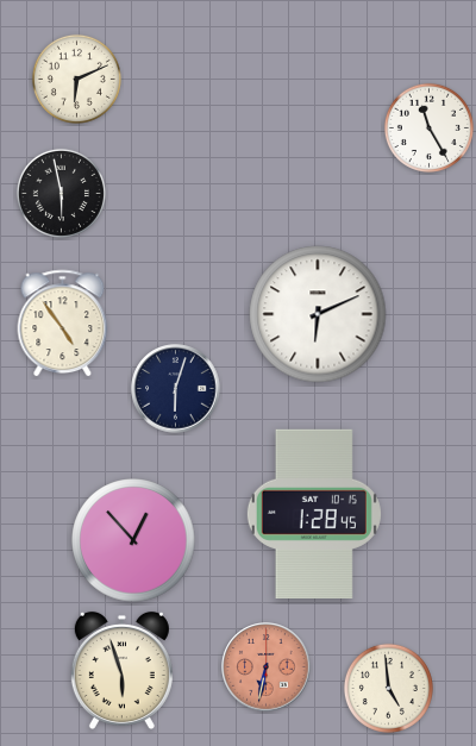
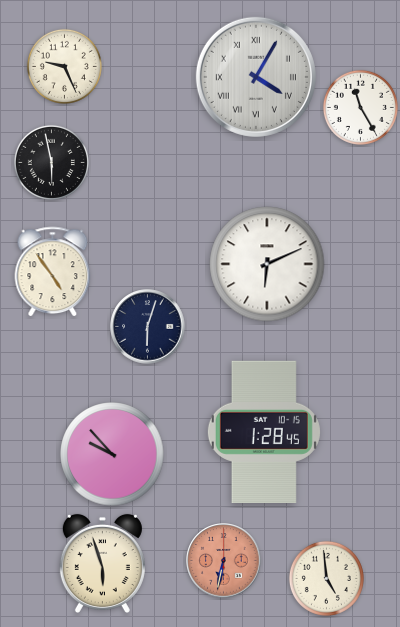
clock at (76, 79): 6:11 -> 9:26
clock at (256, 77): none -> 4:05
clock at (133, 540): 12:53 -> 9:53
